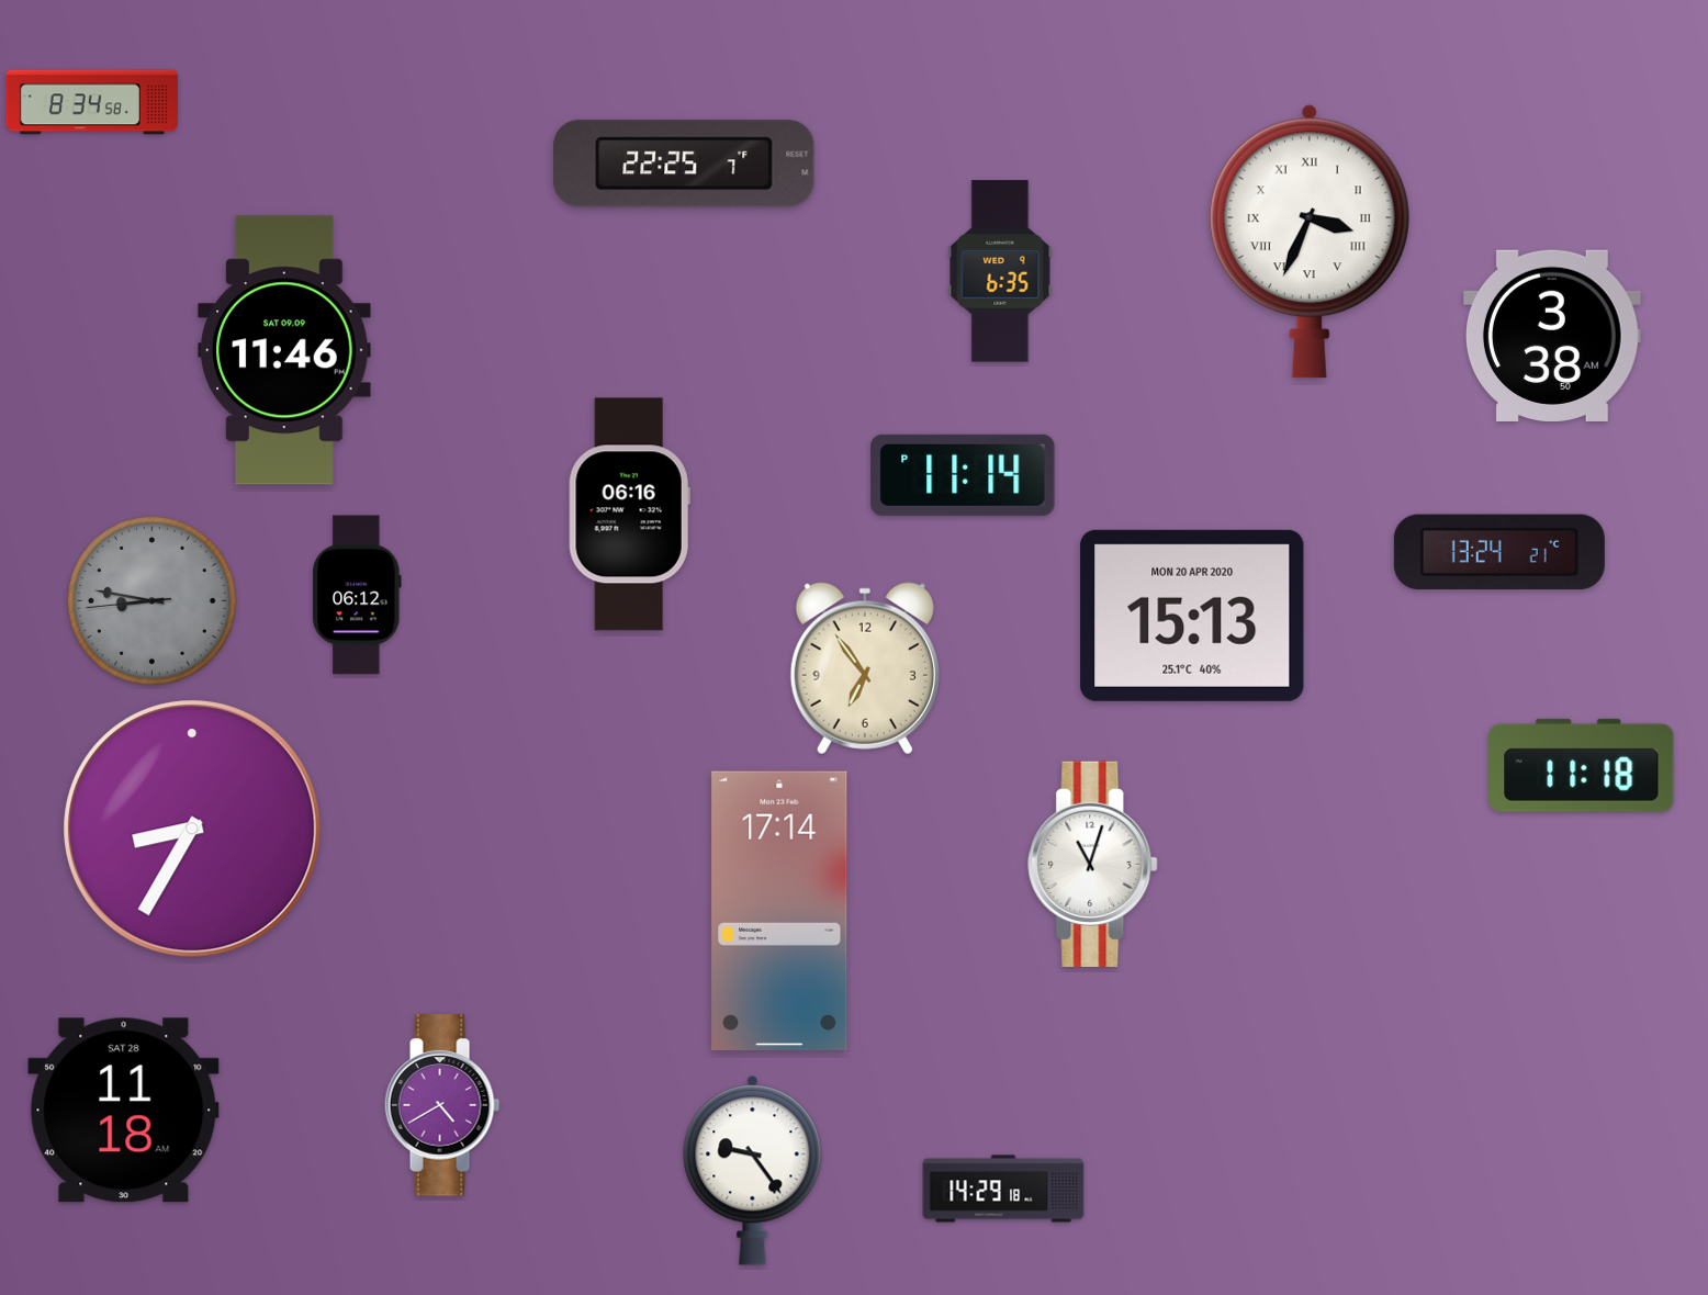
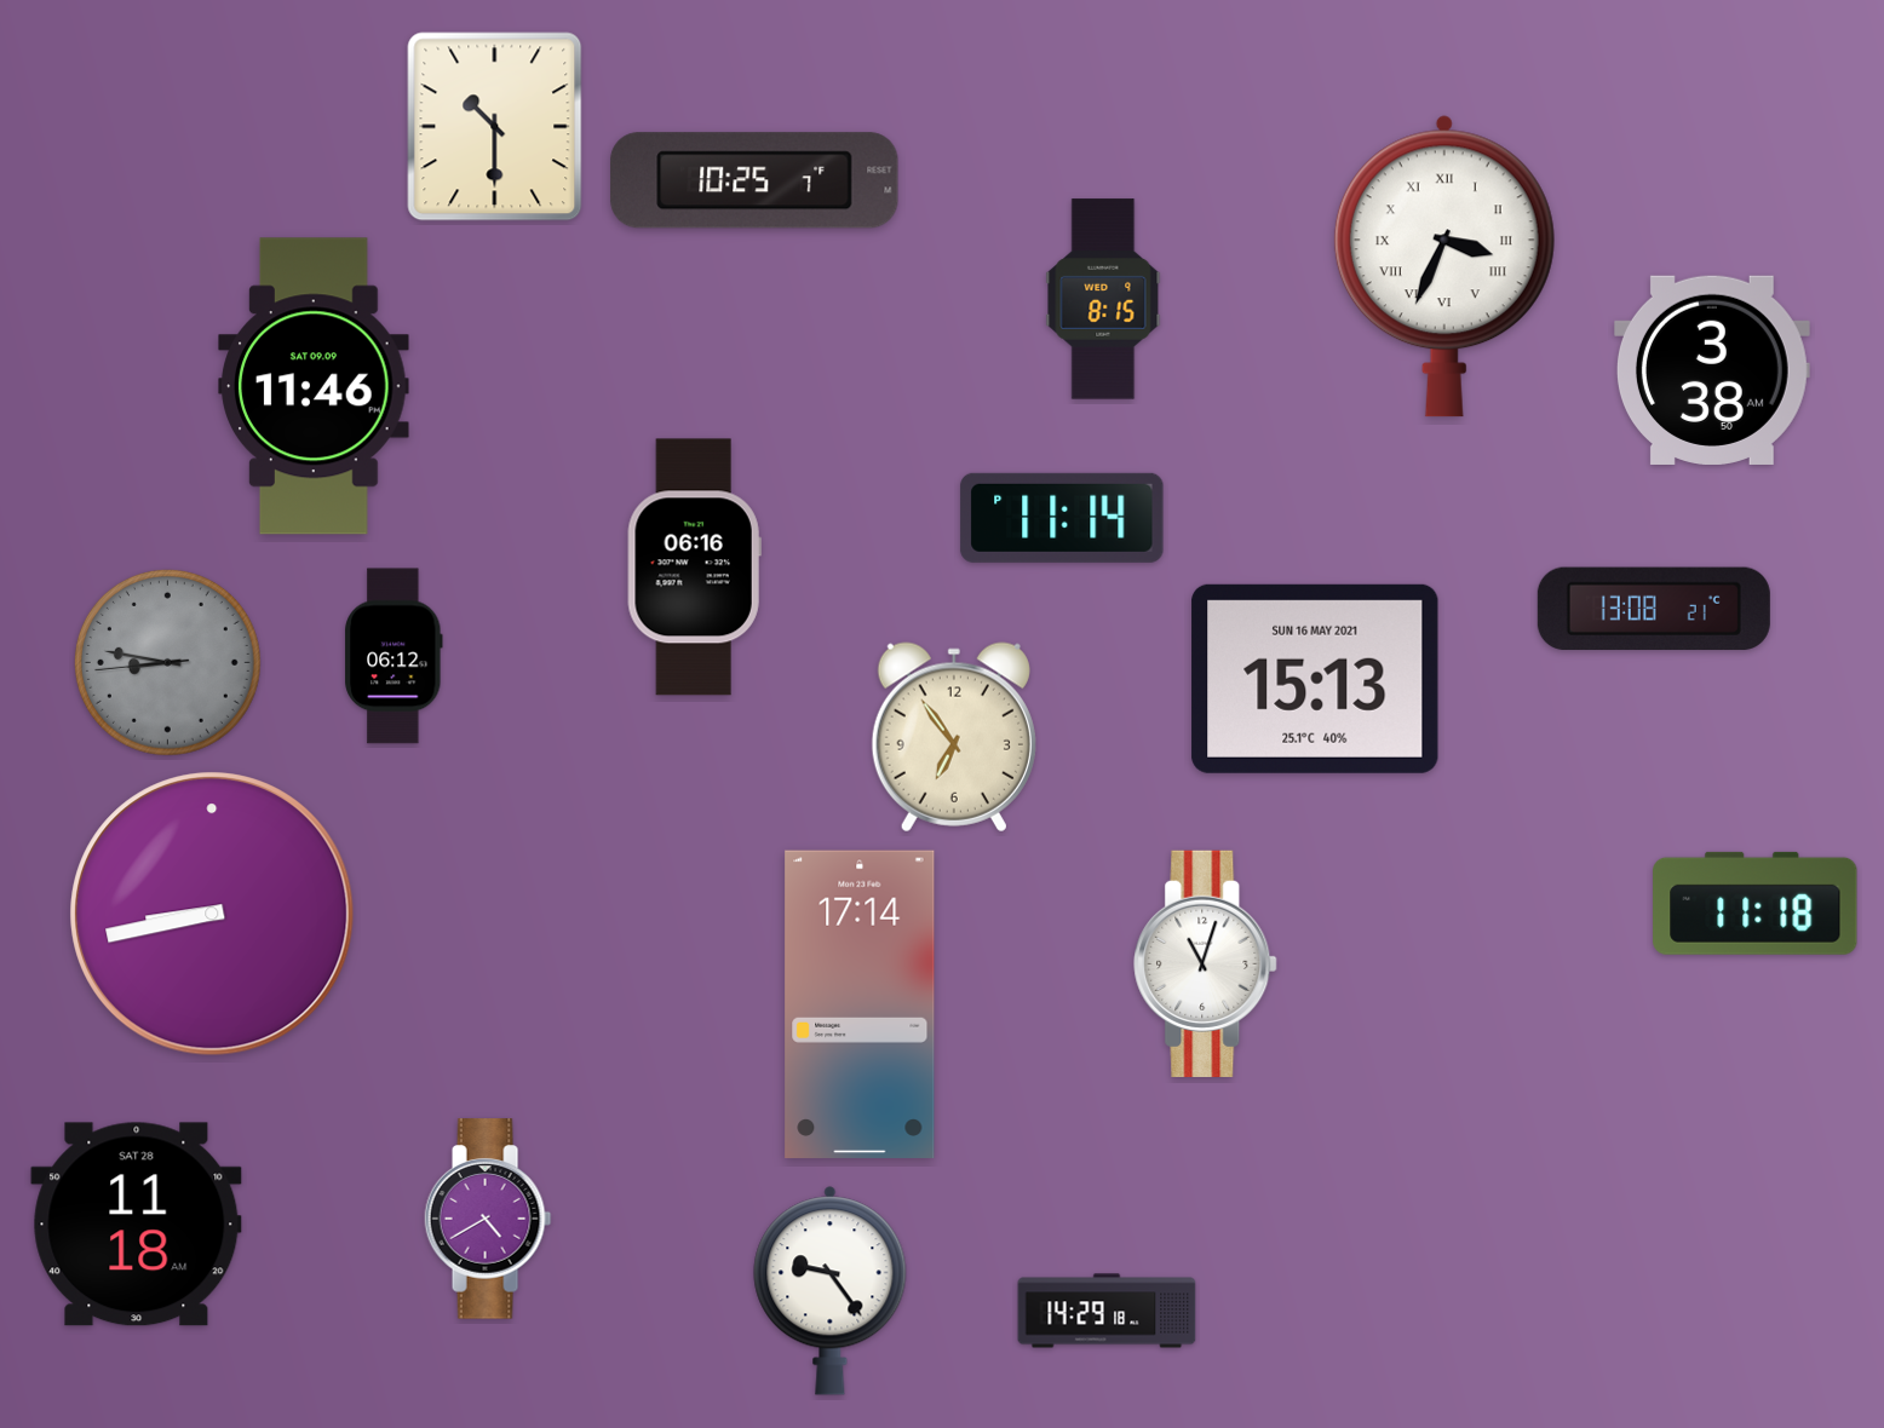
clock at (92, 102): 8:34 -> none
clock at (495, 127): none -> 10:30
clock at (684, 164): 22:25 -> 10:25
clock at (1000, 271): 6:35 -> 8:15
clock at (963, 475) position: (963, 475) -> (1062, 518)
clock at (1499, 552): 13:24 -> 13:08
clock at (1192, 616) date: MON 20 APR 2020 -> SUN 16 MAY 2021
clock at (1582, 765) position: (1582, 765) -> (1756, 903)
clock at (192, 829): 8:35 -> 8:43
clock at (1093, 864) position: (1093, 864) -> (1206, 963)
